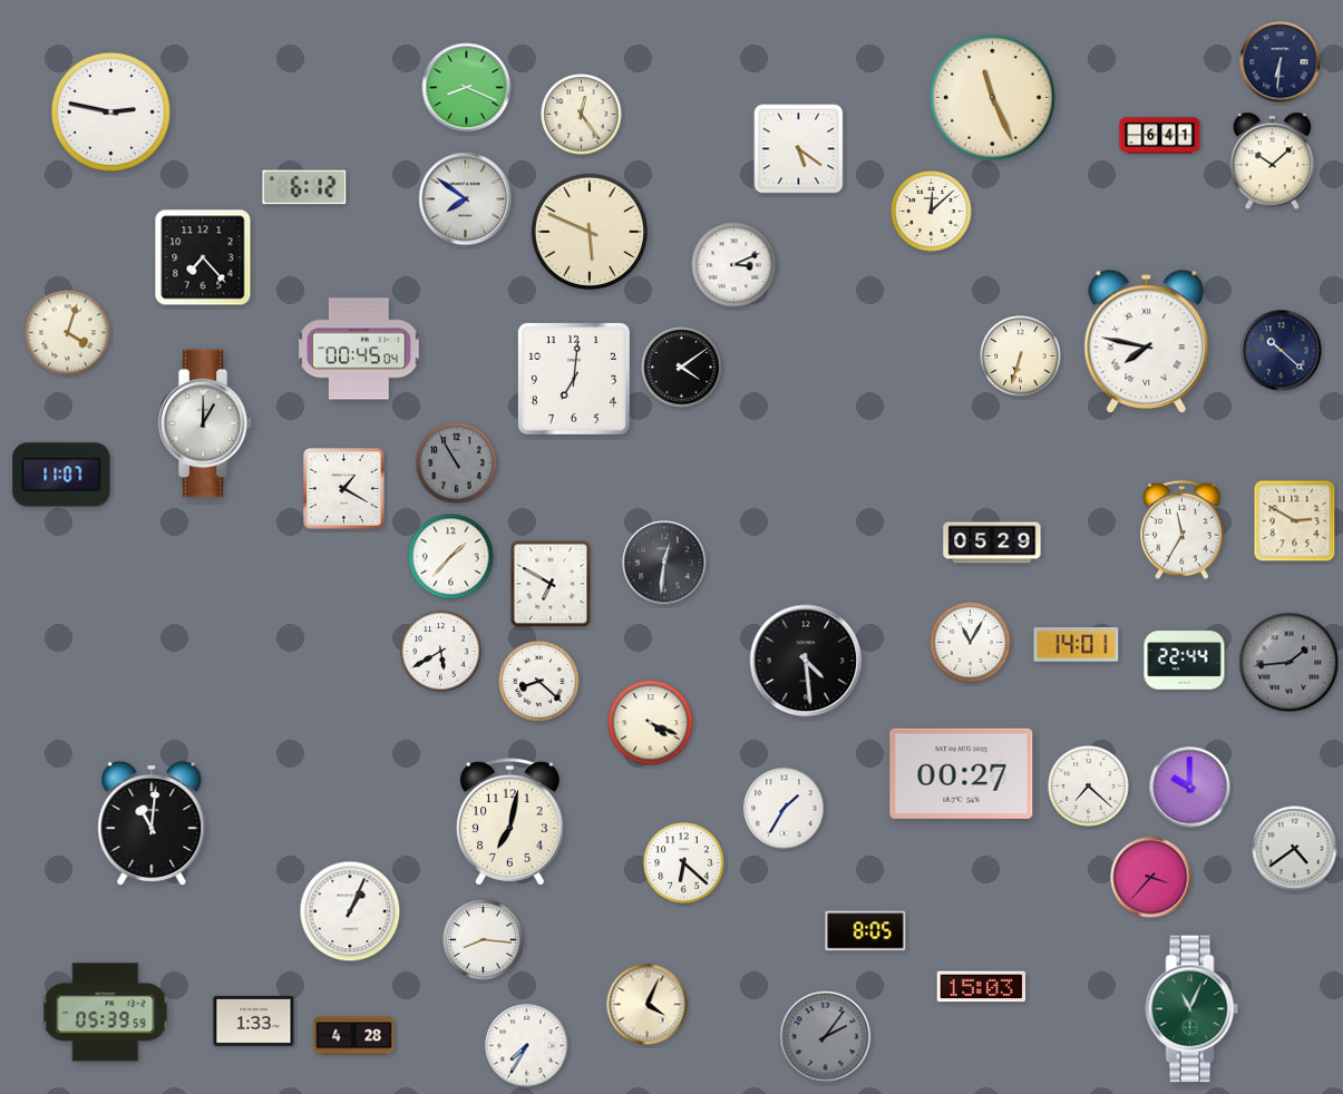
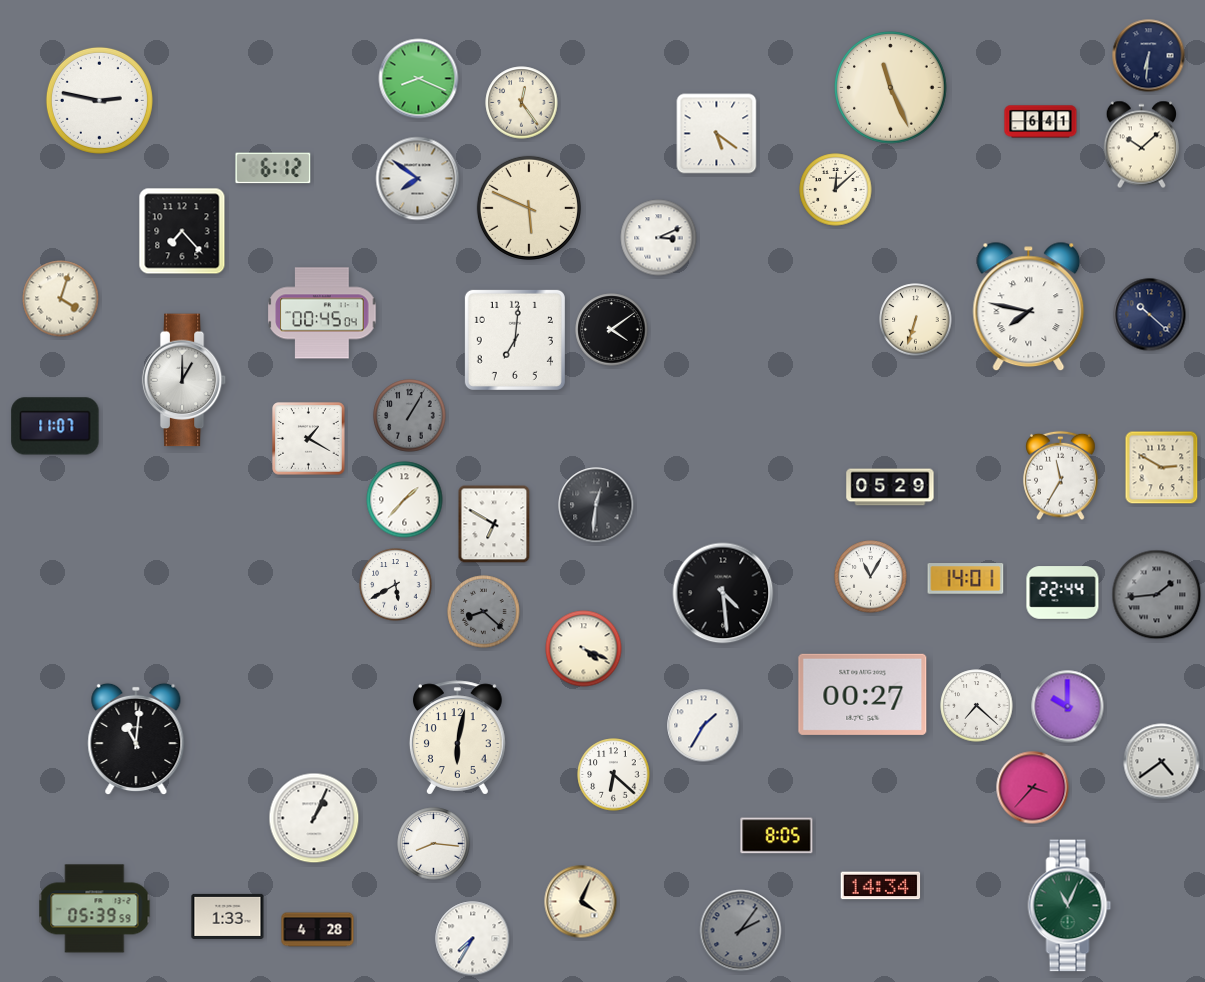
clock at (457, 463): 10:55 -> 1:05
clock at (539, 682) dial: white -> grey
clock at (509, 822): 7:02 -> 6:02
clock at (982, 987): 15:03 -> 14:34
